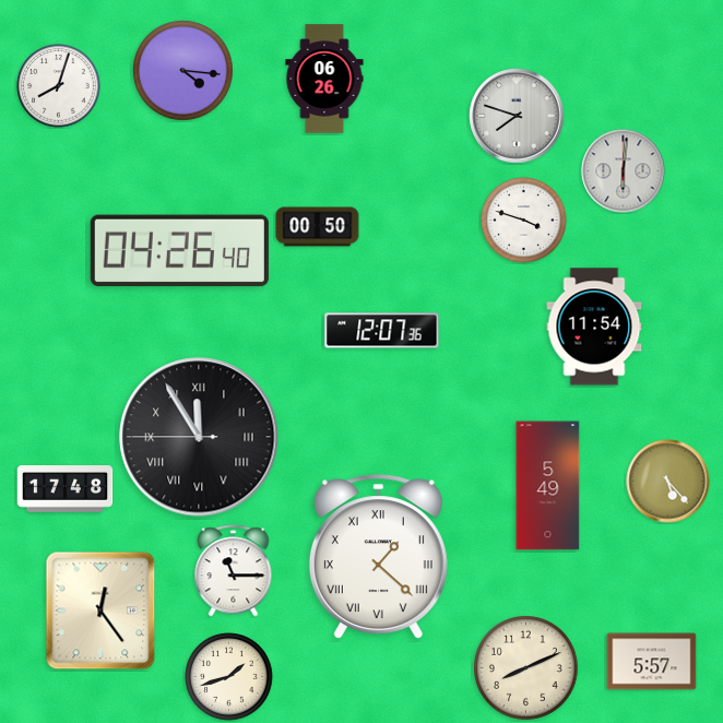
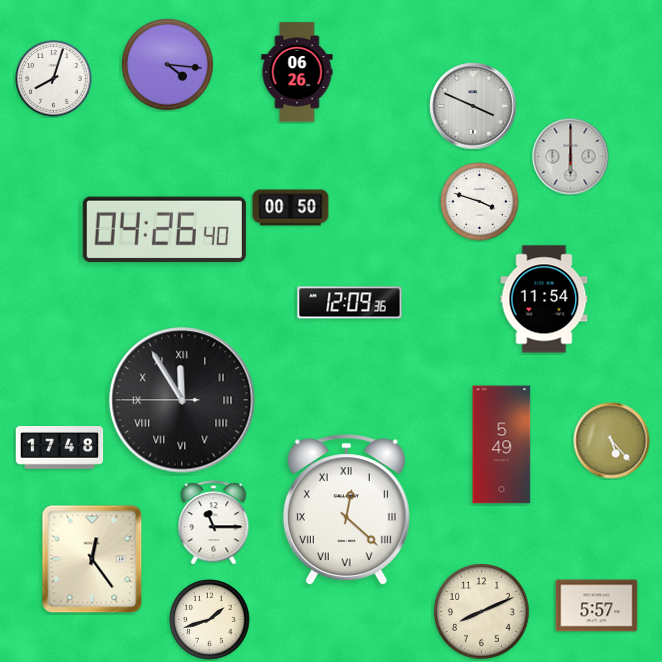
clock at (517, 116): 7:48 -> 3:49
clock at (624, 171): 6:01 -> 6:00
clock at (382, 331): 12:07 -> 12:09
clock at (378, 557): 1:22 -> 12:22
